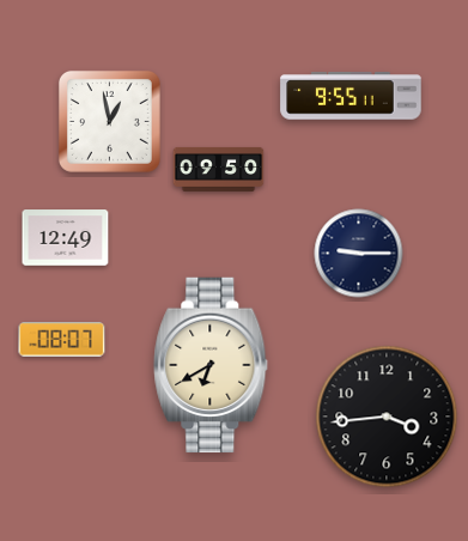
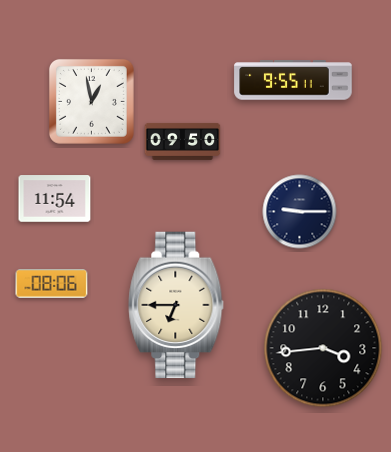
clock at (66, 238): 12:49 -> 11:54
clock at (62, 340): 08:07 -> 08:06
clock at (211, 365): 6:40 -> 6:45
